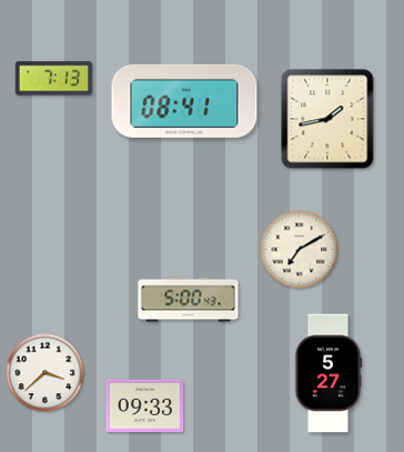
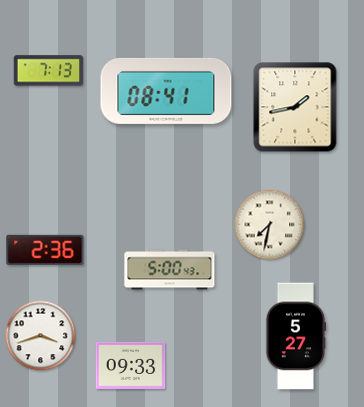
clock at (300, 250): 7:10 -> 7:32
clock at (45, 250): none -> 2:36
clock at (46, 373): 3:38 -> 3:42
